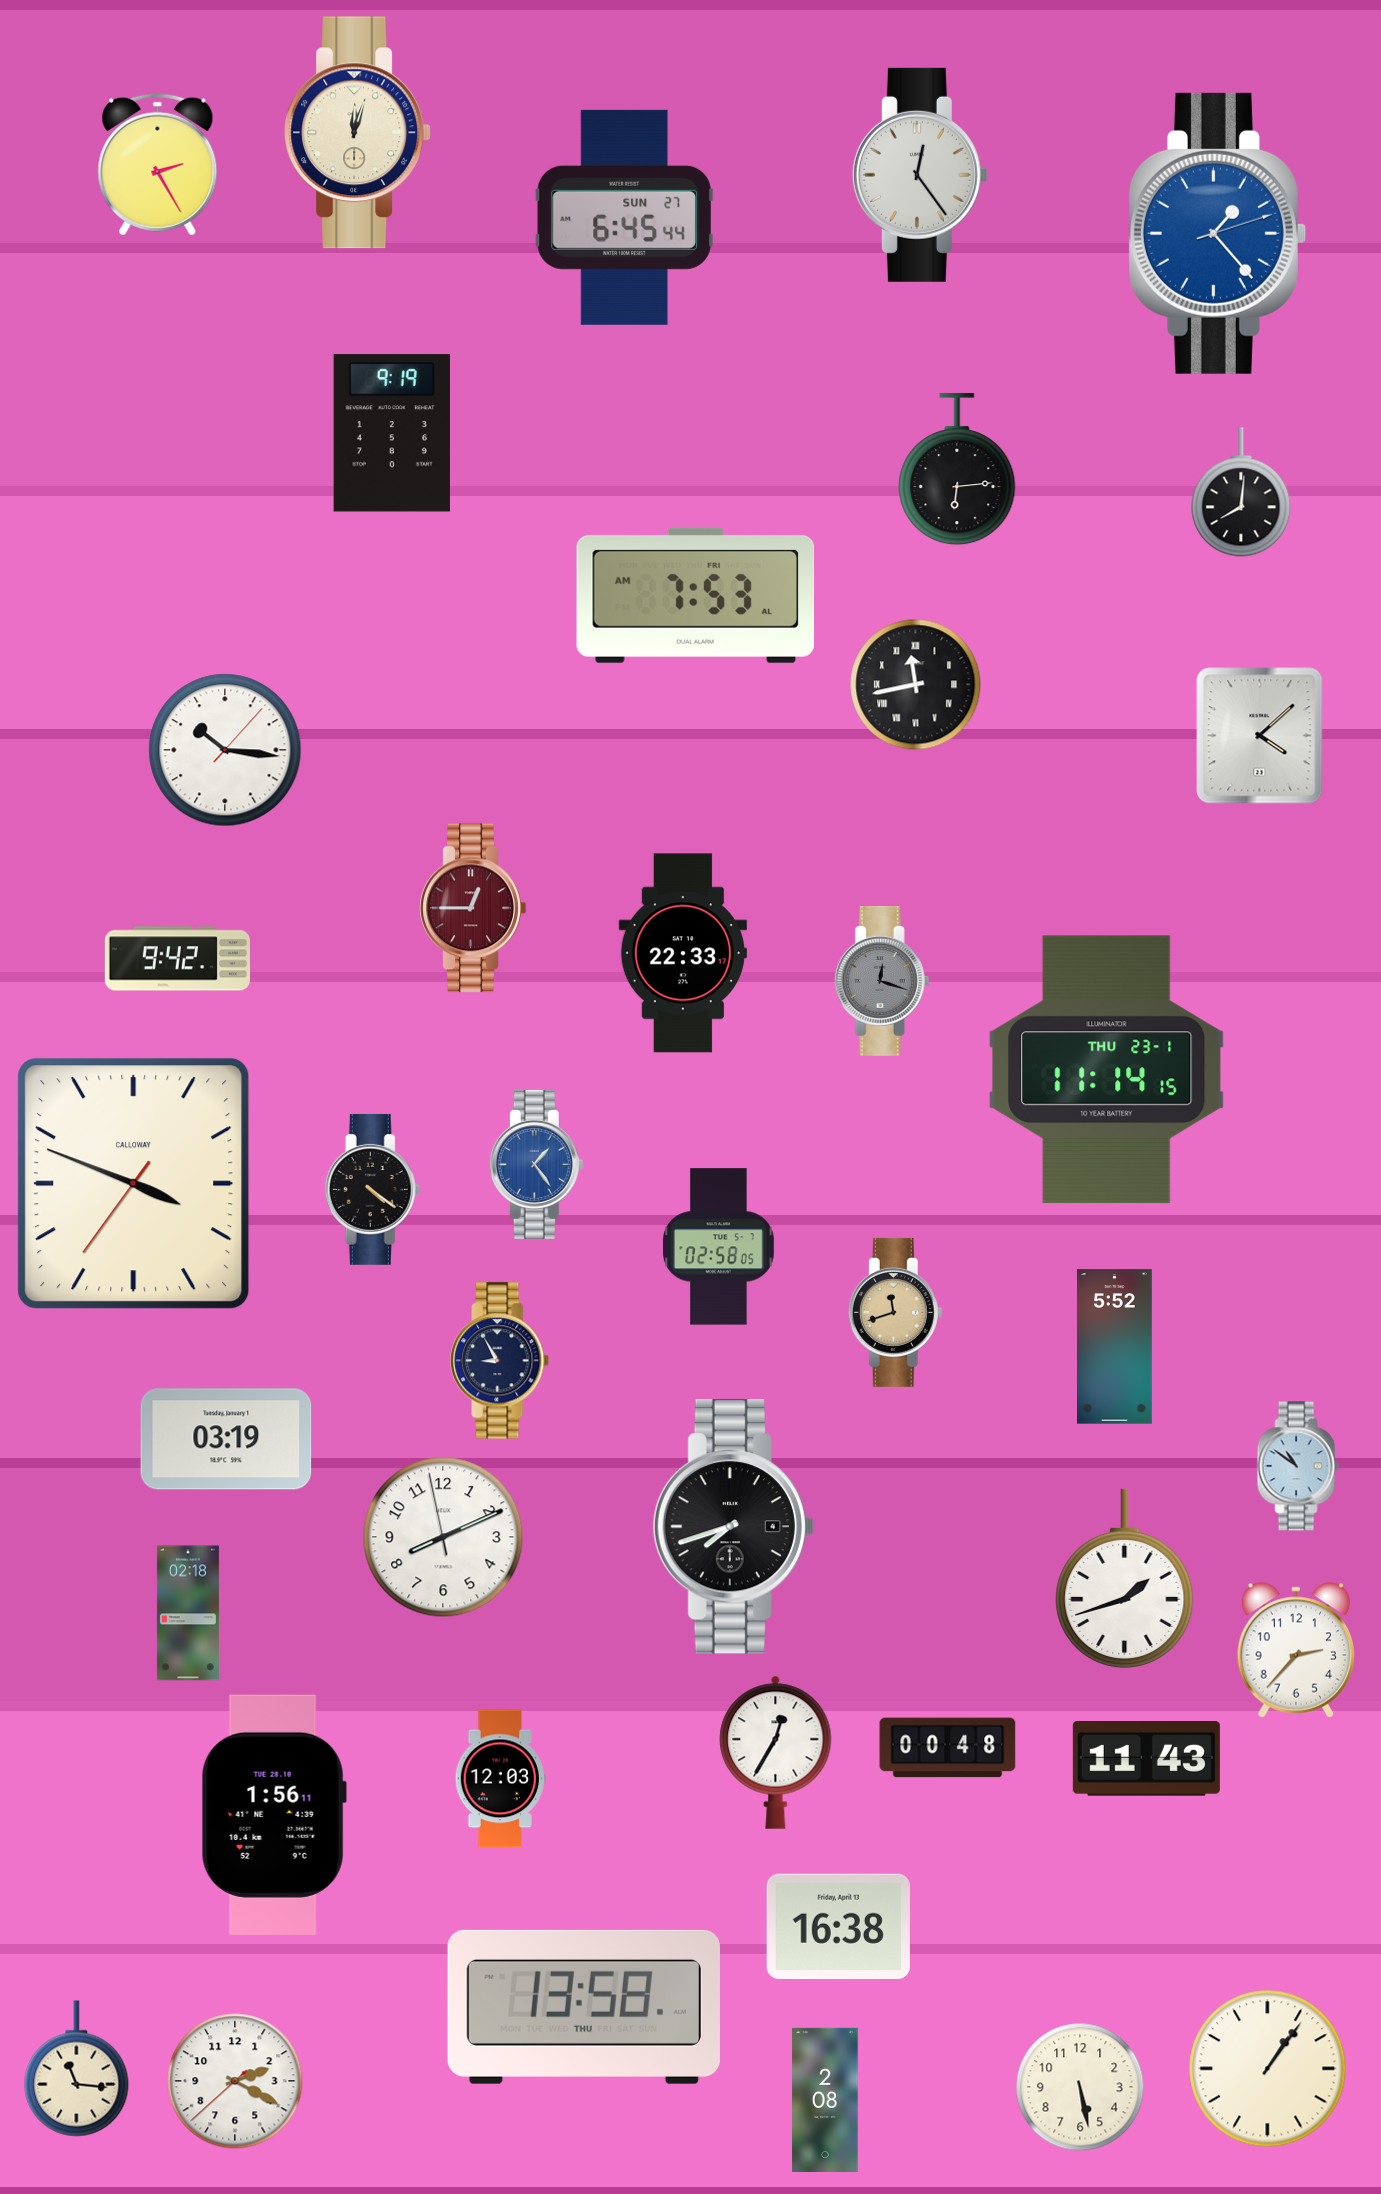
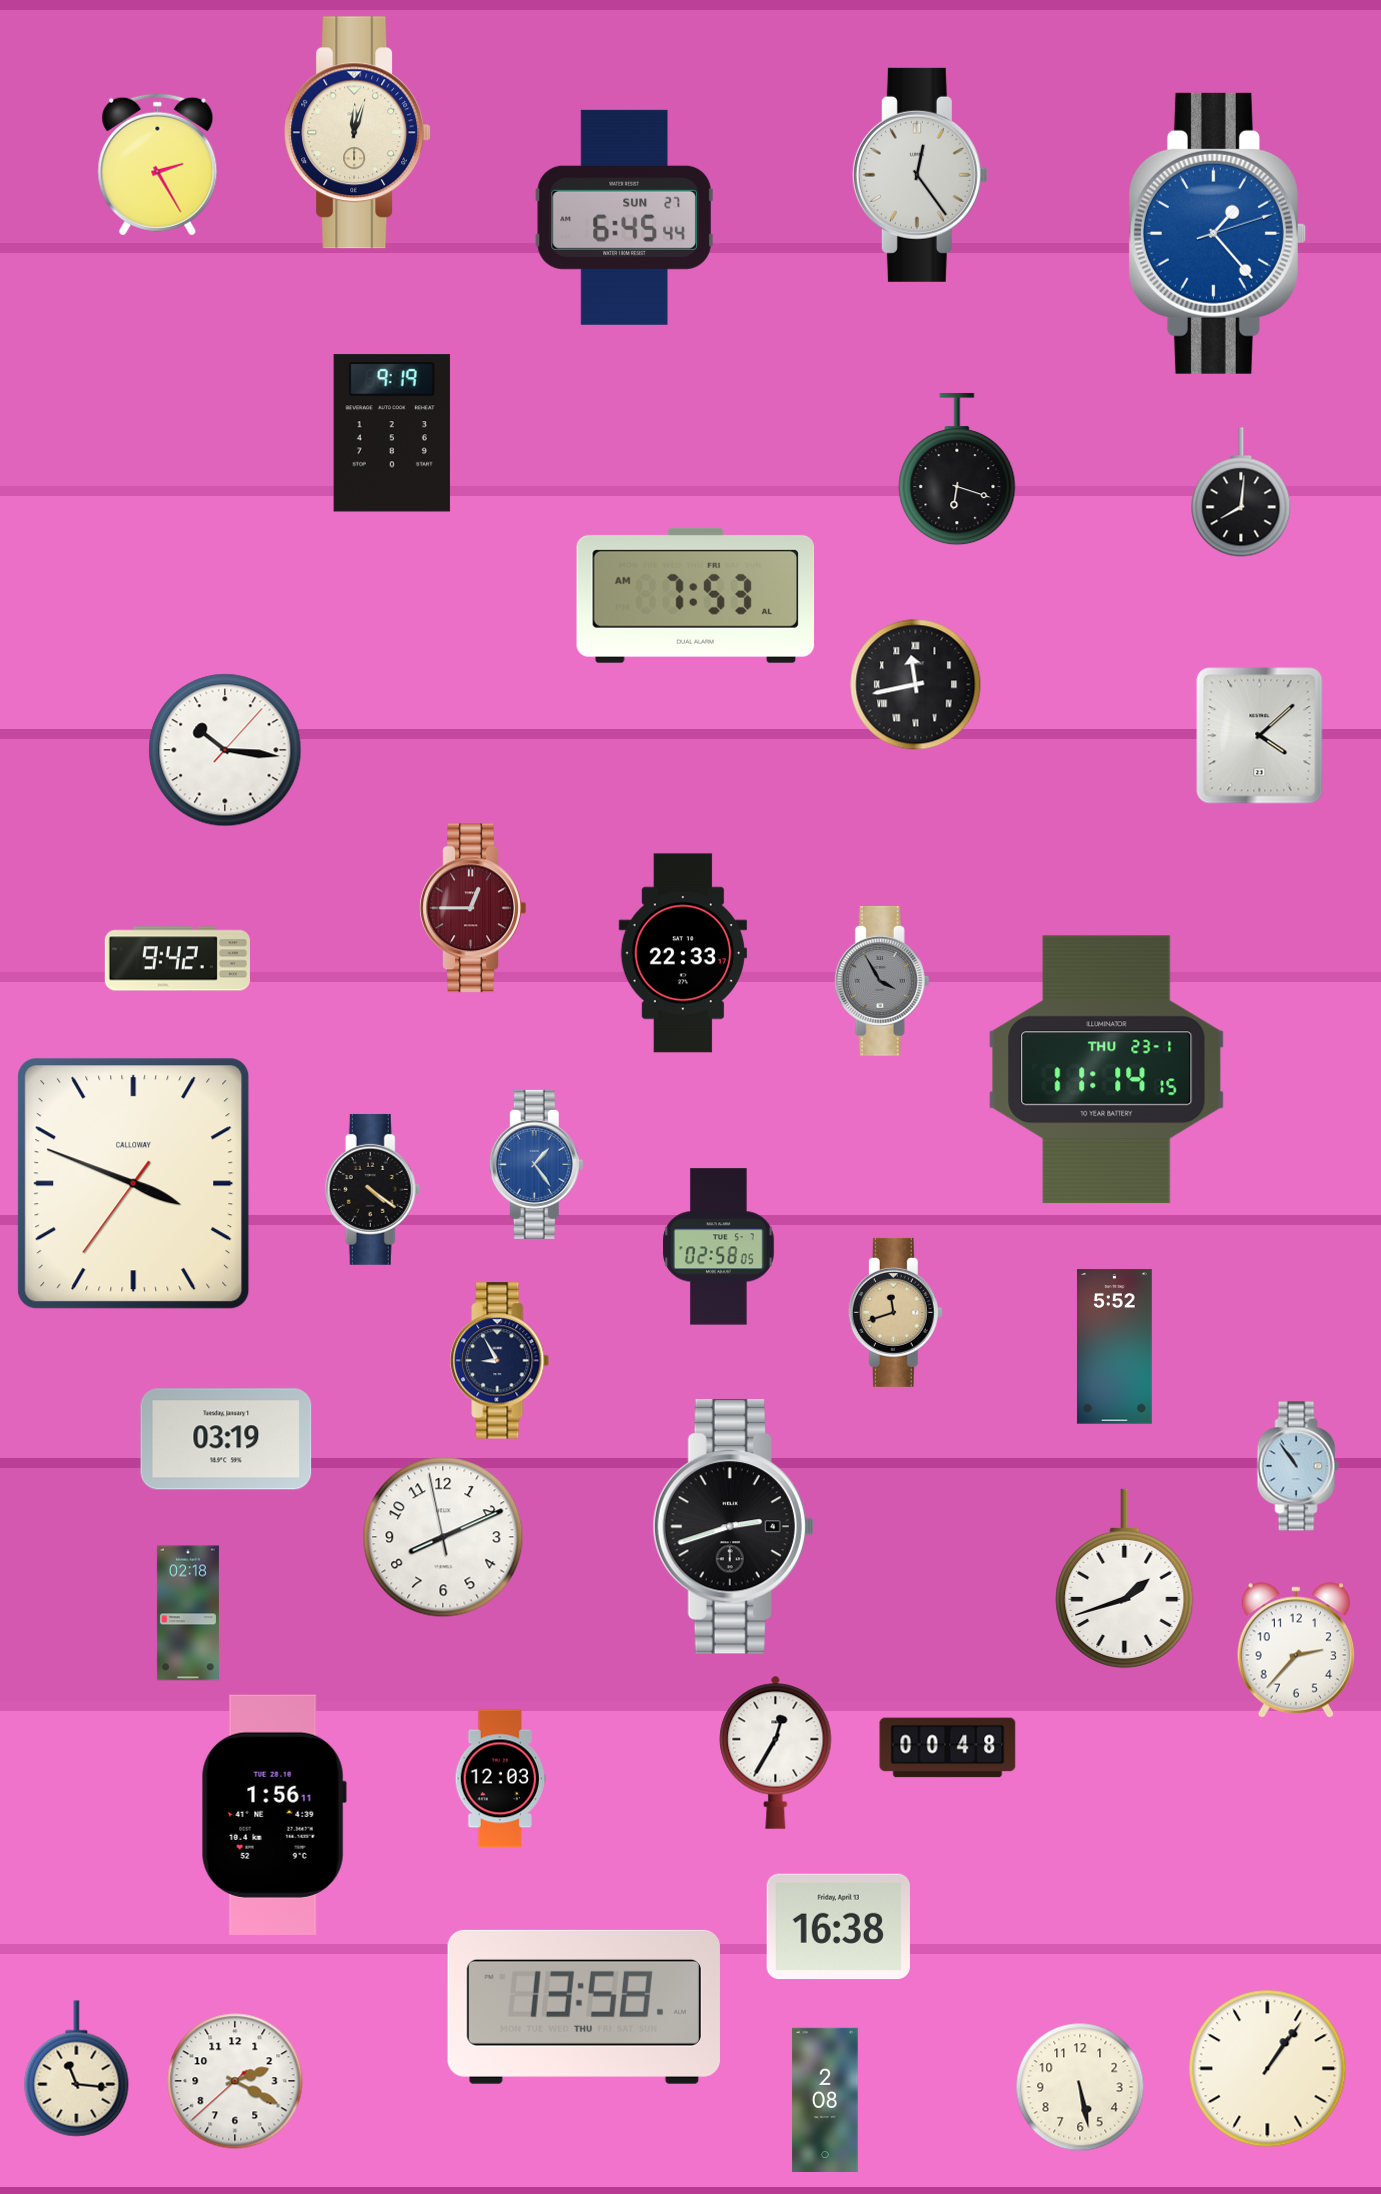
clock at (957, 469): 6:14 -> 6:18
clock at (882, 981): 12:18 -> 3:55
clock at (1298, 1466): 10:51 -> 10:54
clock at (733, 1527): 7:42 -> 2:42
clock at (1146, 1759): 11:43 -> none
